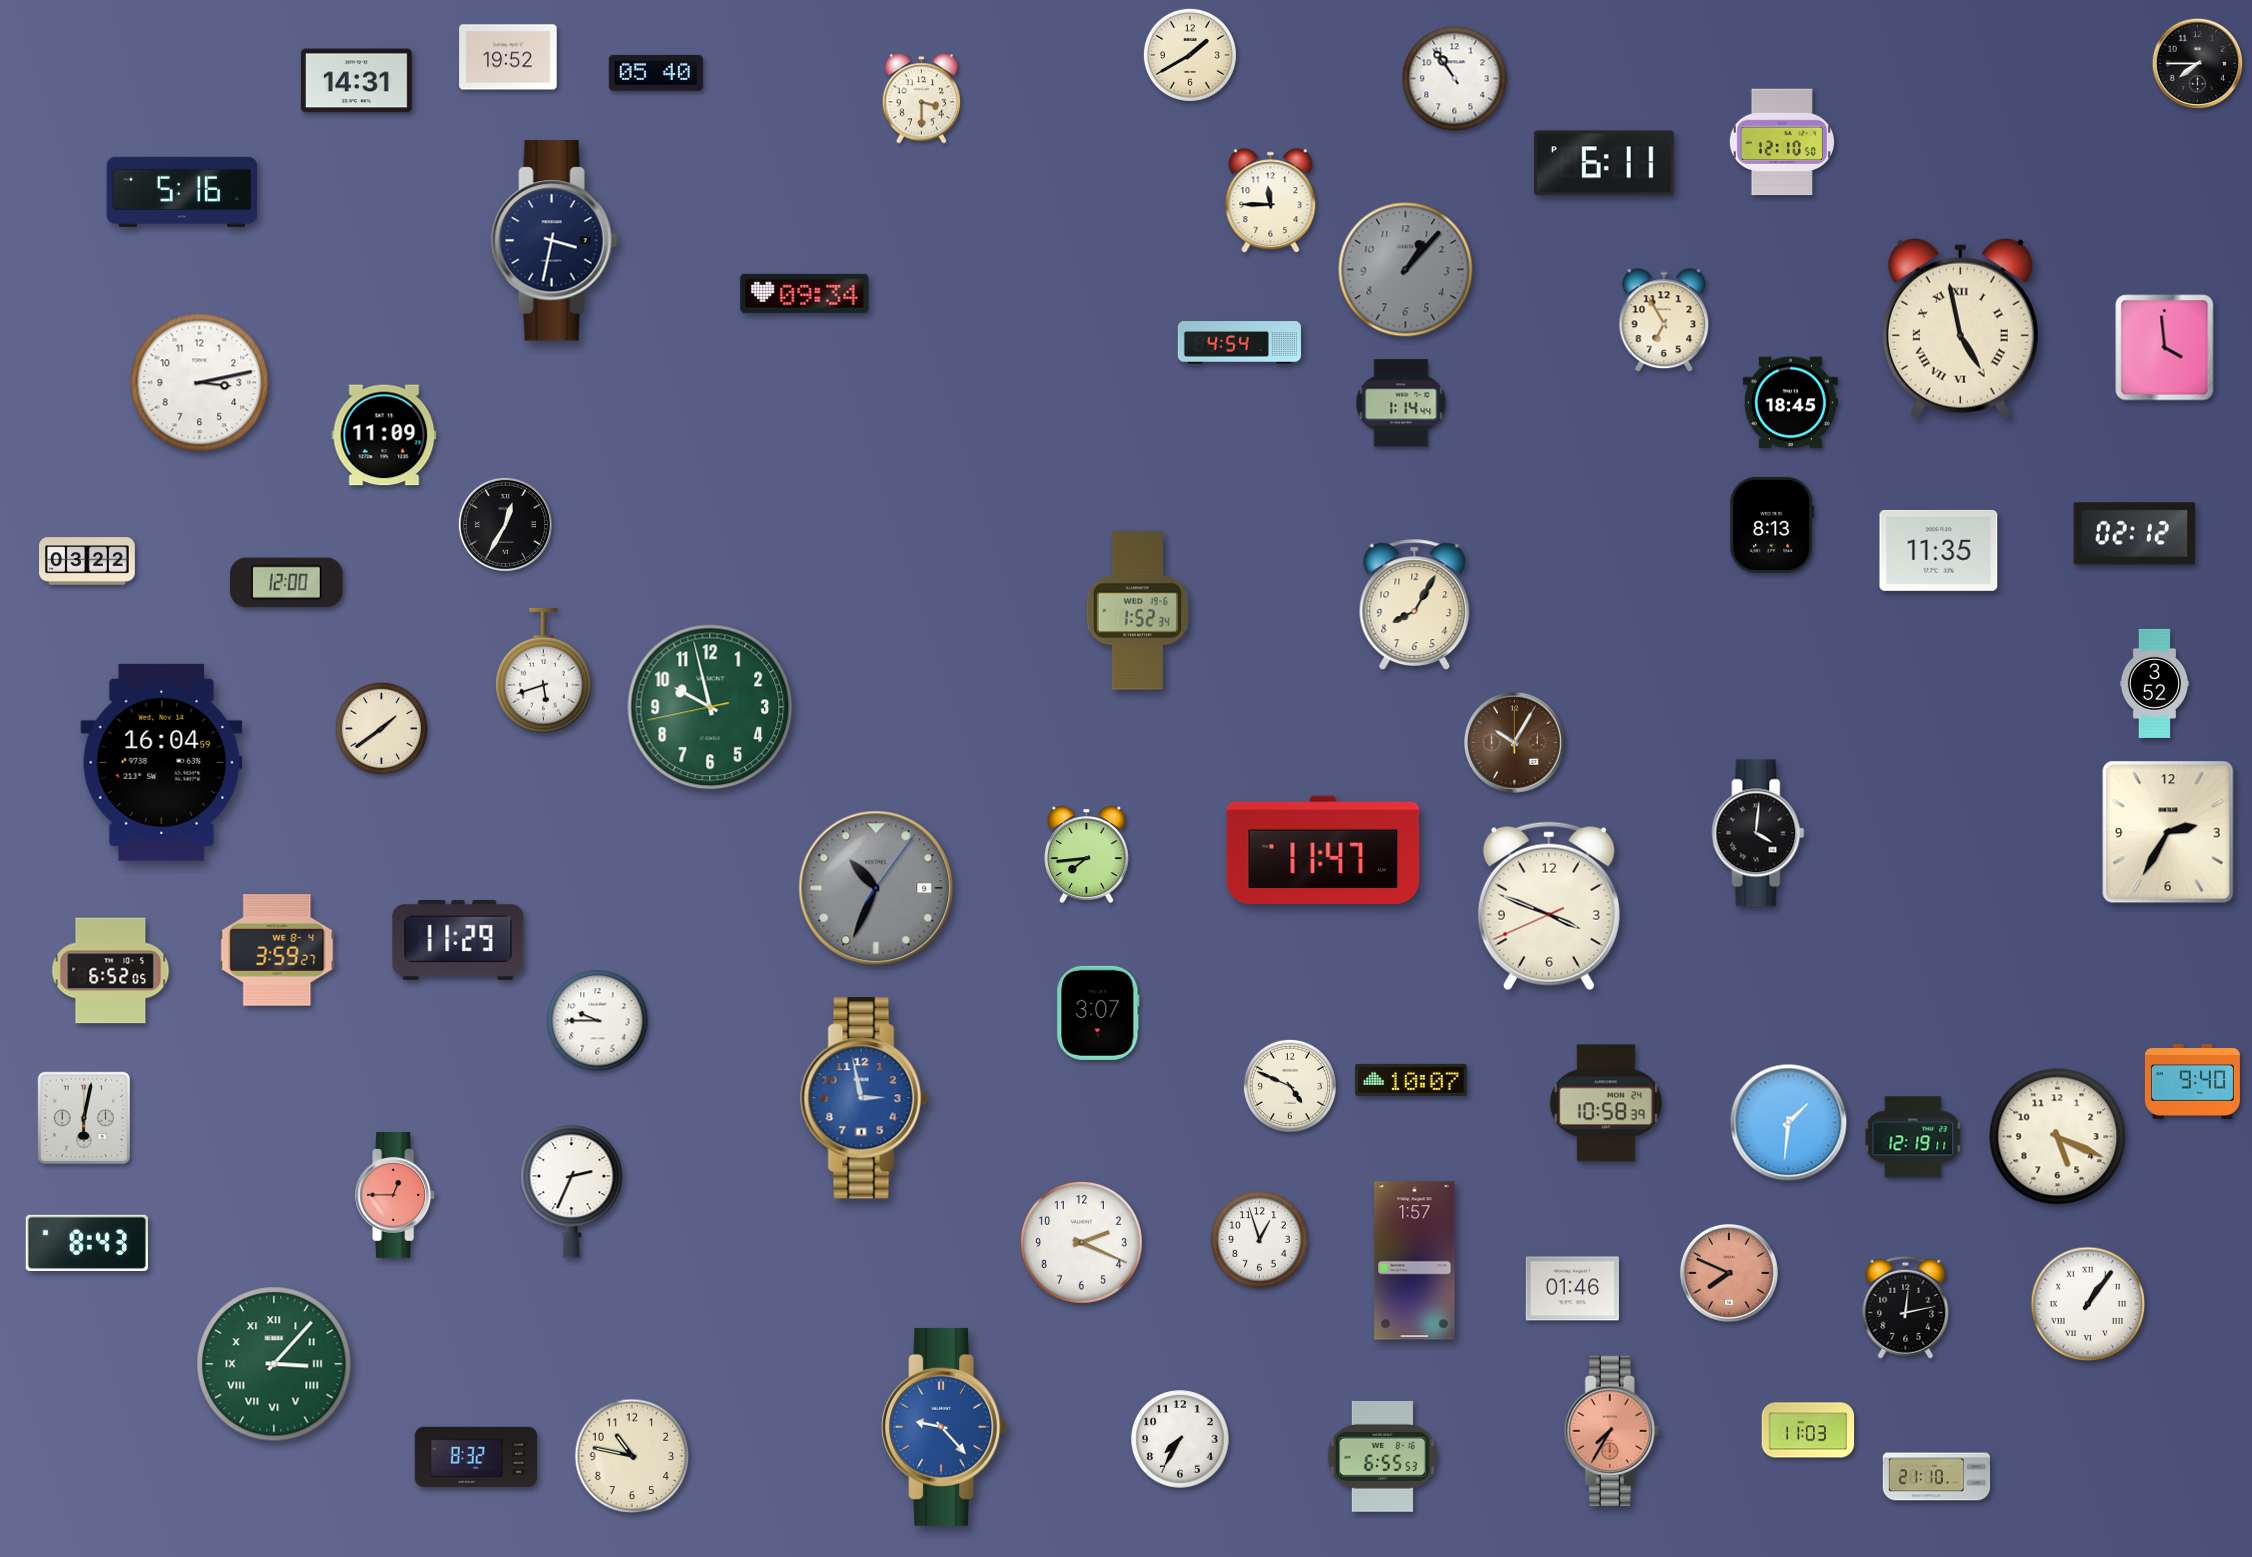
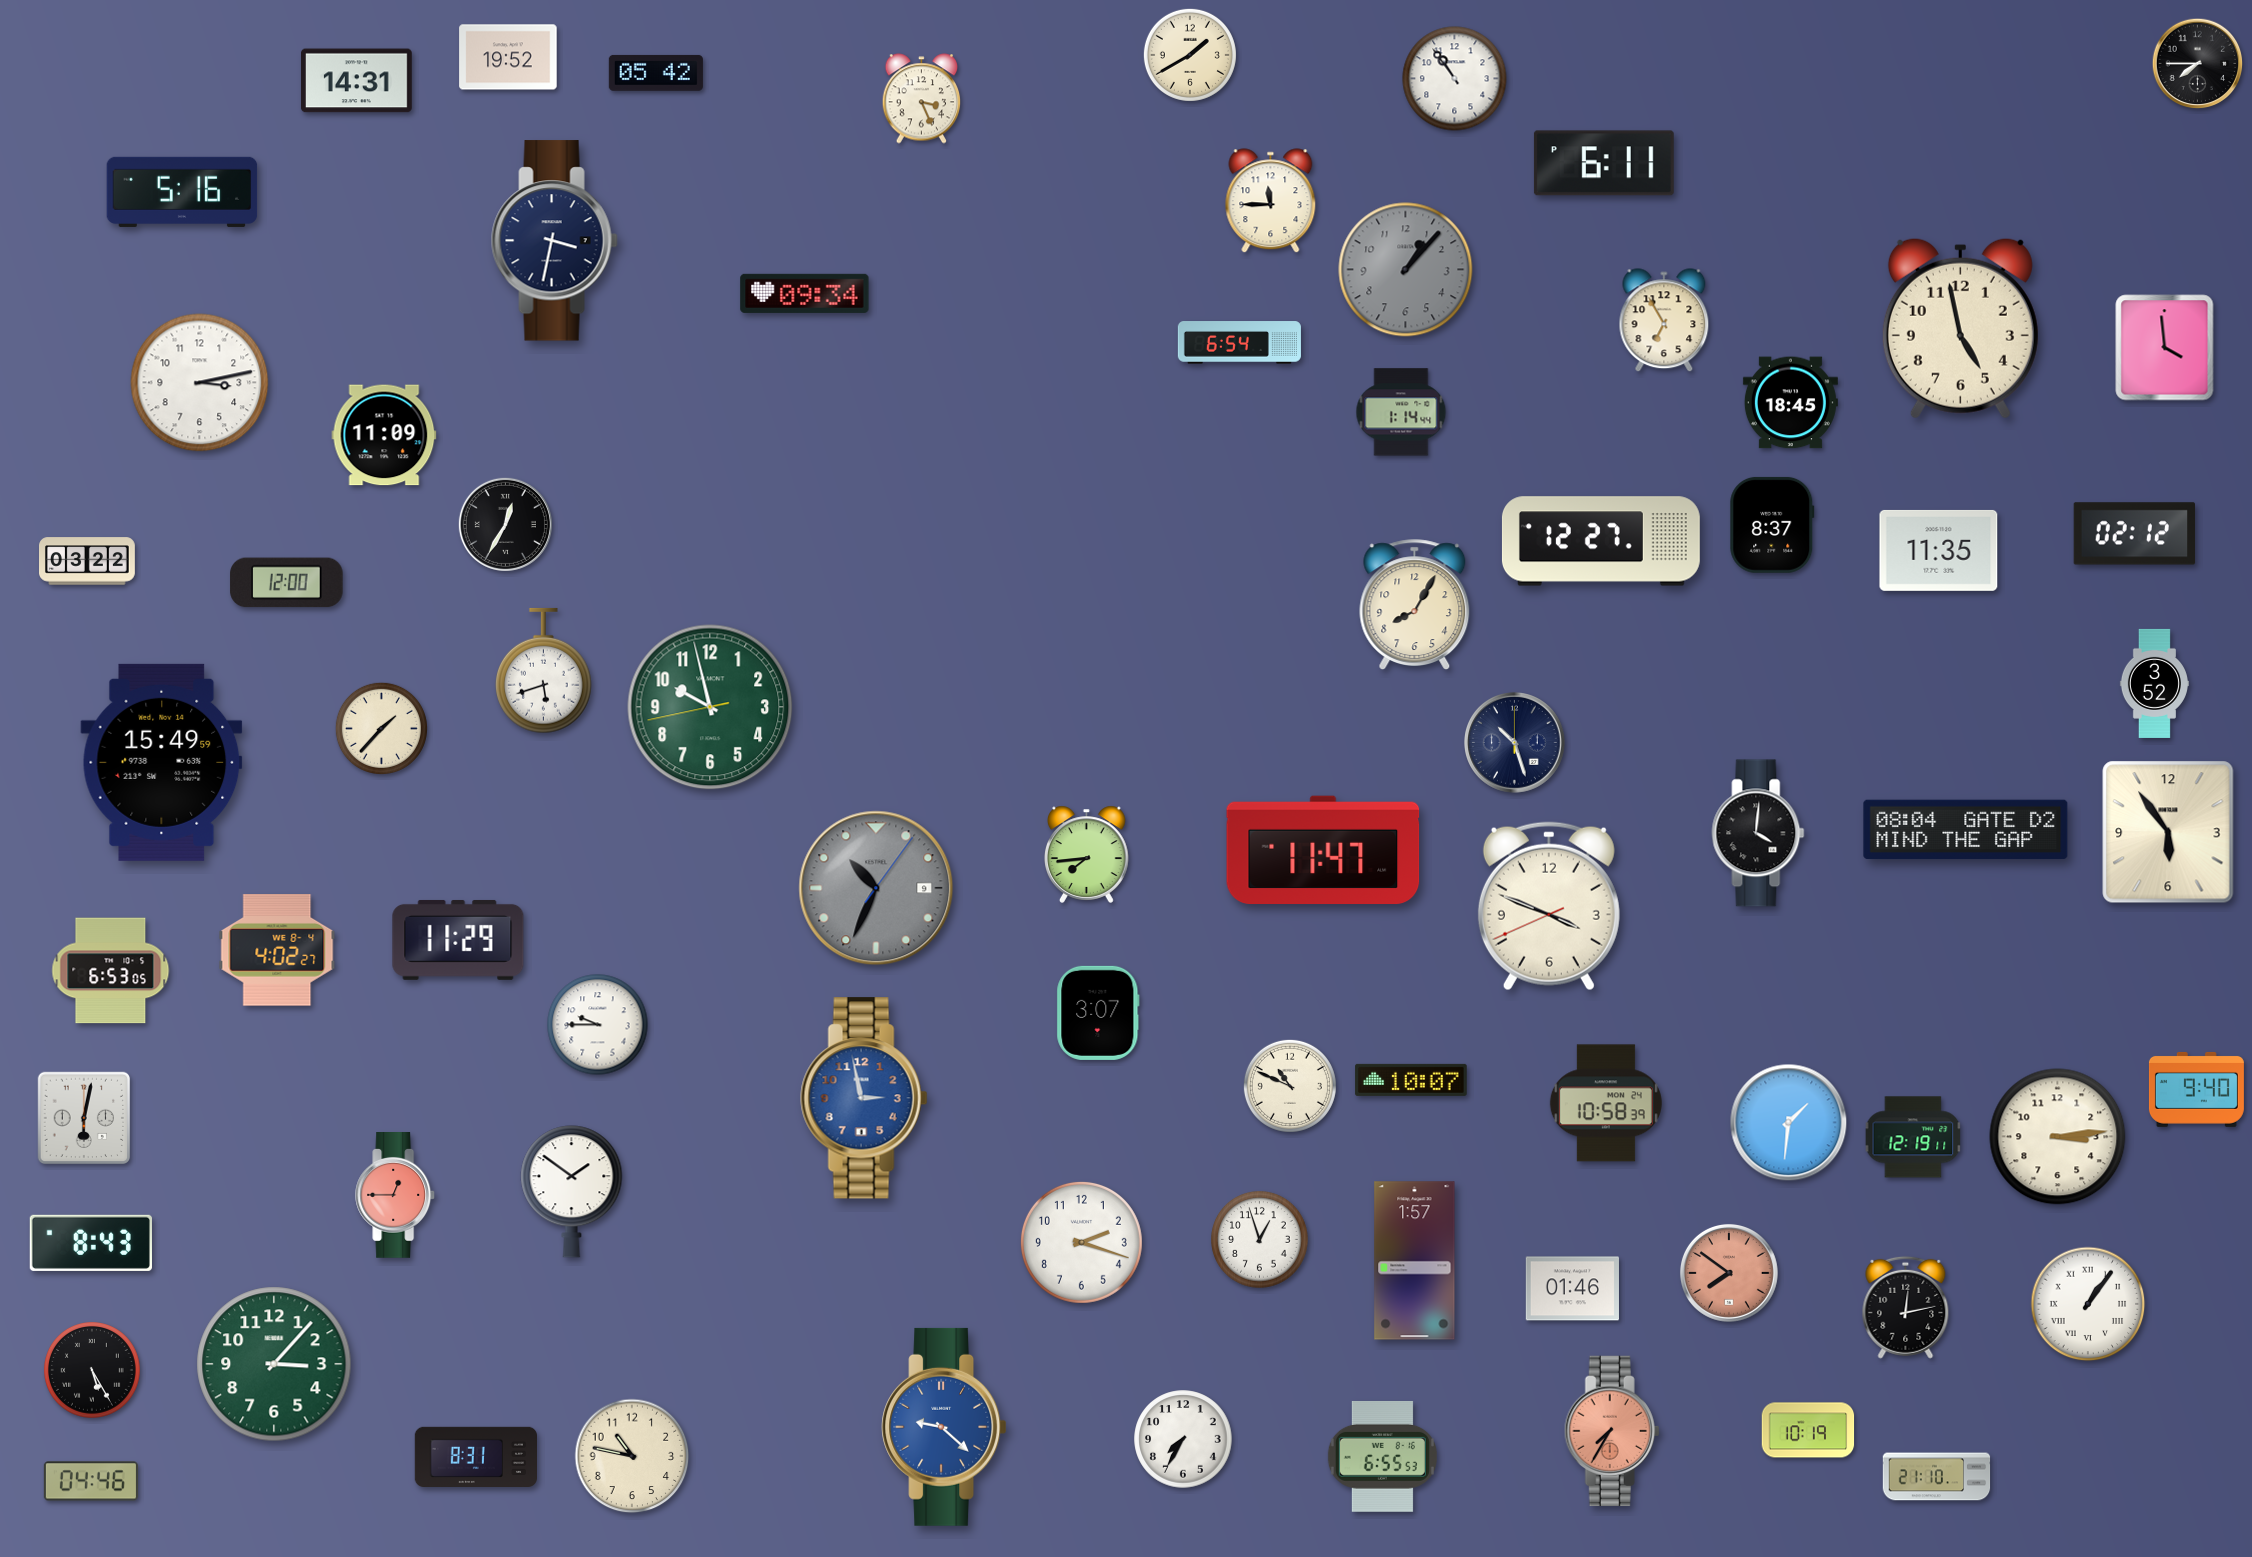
clock at (656, 73): 05:40 -> 05:42
clock at (922, 99): 3:30 -> 3:26
clock at (1782, 142): 12:10 -> none
clock at (1960, 328) numerals: Roman -> Arabic
clock at (1239, 343): 4:54 -> 6:54
clock at (1401, 403) position: (1401, 403) -> (1401, 412)
clock at (1772, 525): 8:13 -> 8:37
clock at (1601, 541): none -> 12:27
clock at (1137, 611): 1:52 -> none
clock at (381, 728): 1:39 -> 1:37
clock at (1515, 743): 10:05 -> 10:27
clock at (1515, 743) dial: brown -> navy
clock at (162, 762): 16:04 -> 15:49
clock at (1966, 830): none -> 08:04
clock at (2168, 832): 2:35 -> 5:54
clock at (277, 950): 3:59 -> 4:02
clock at (111, 971): 6:52 -> 6:53
clock at (598, 1021) position: (598, 1021) -> (598, 1025)
clock at (2192, 1081) position: (2192, 1081) -> (2196, 1089)
clock at (1290, 1086): 4:49 -> 10:49
clock at (2058, 1137): 5:19 -> 3:14
clock at (572, 1192): 2:34 -> 1:51
clock at (1081, 1242): 2:19 -> 2:18
clock at (87, 1243) position: (87, 1243) -> (91, 1243)
clock at (1729, 1273): 7:49 -> 7:51
clock at (274, 1364) numerals: Roman -> Arabic
clock at (93, 1371): none -> 5:25
clock at (944, 1427): 9:23 -> 9:22
clock at (1808, 1430): 11:03 -> 10:19
clock at (1180, 1439) position: (1180, 1439) -> (1183, 1439)
clock at (475, 1456): 8:32 -> 8:31
clock at (91, 1481): none -> 04:46
